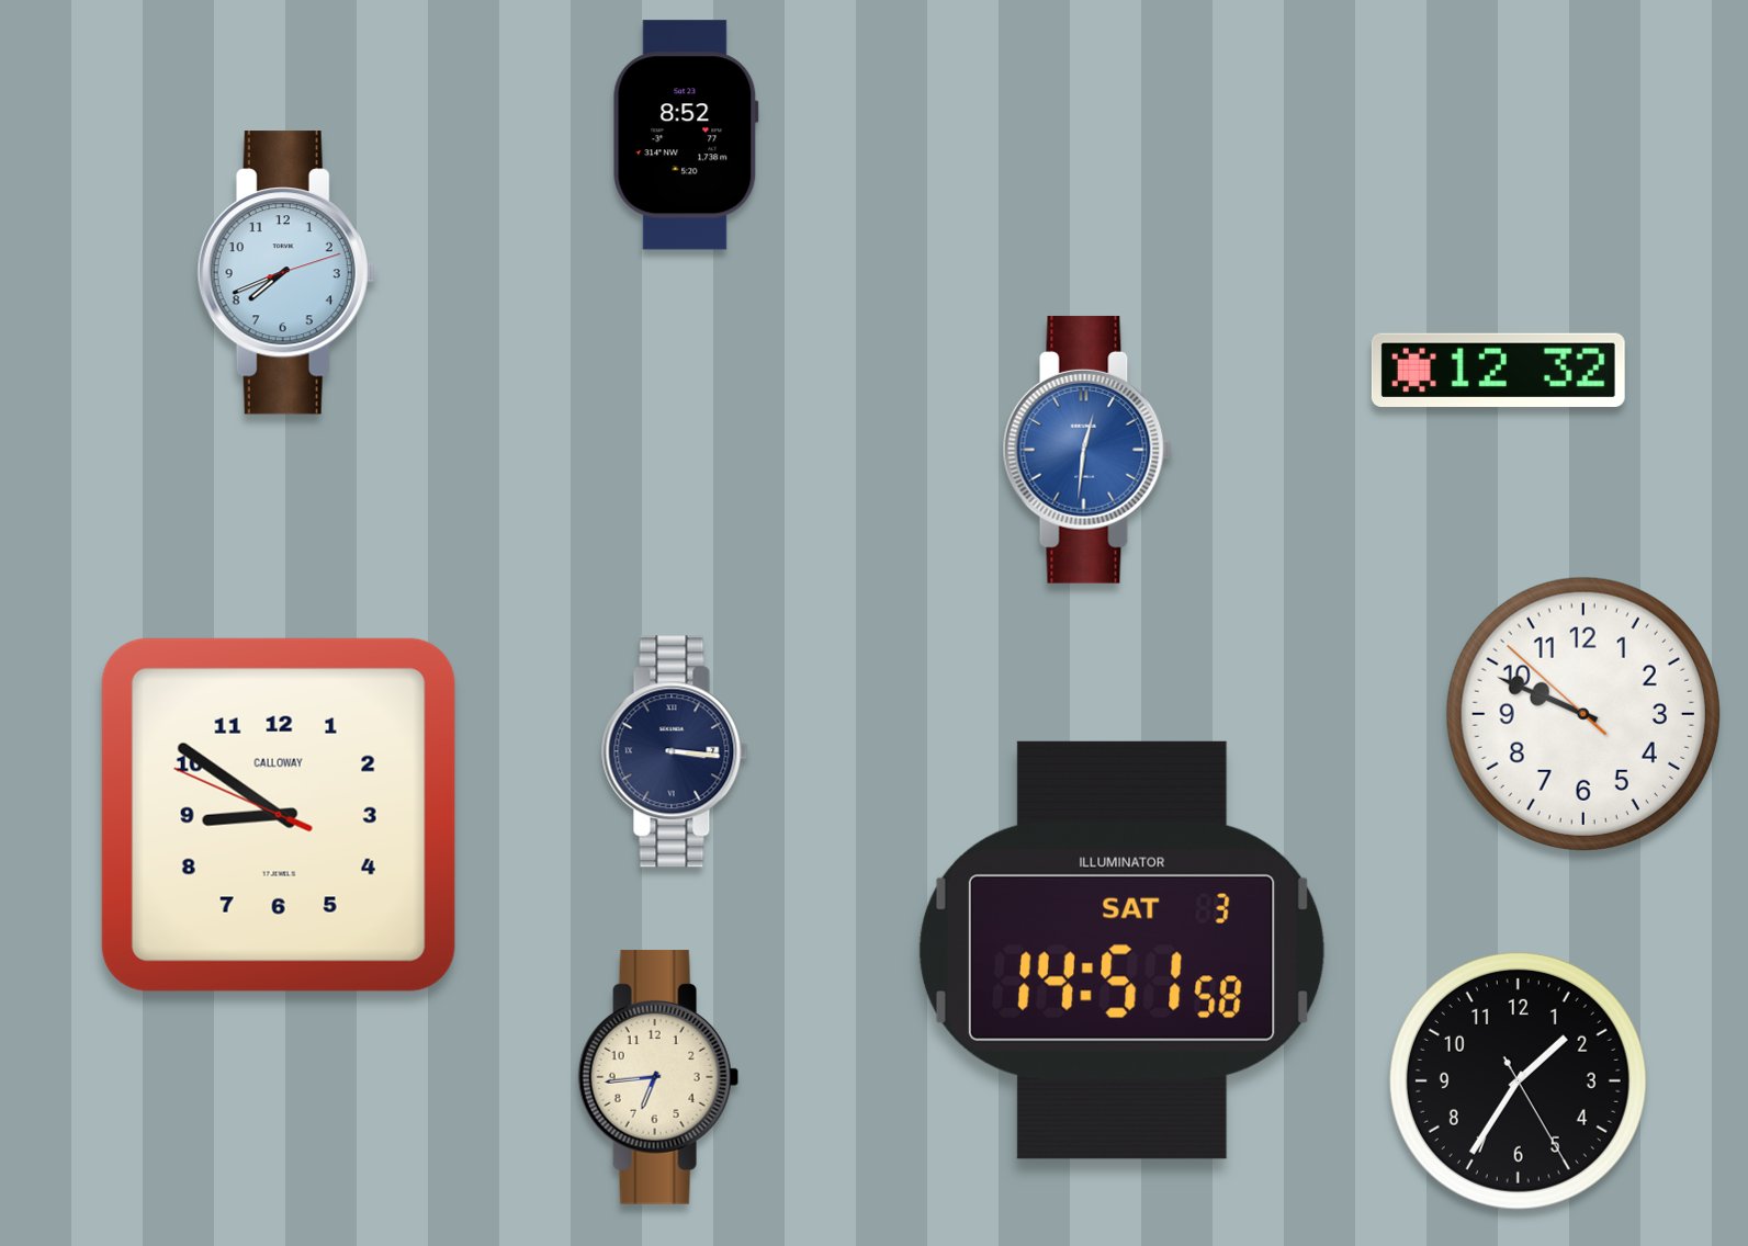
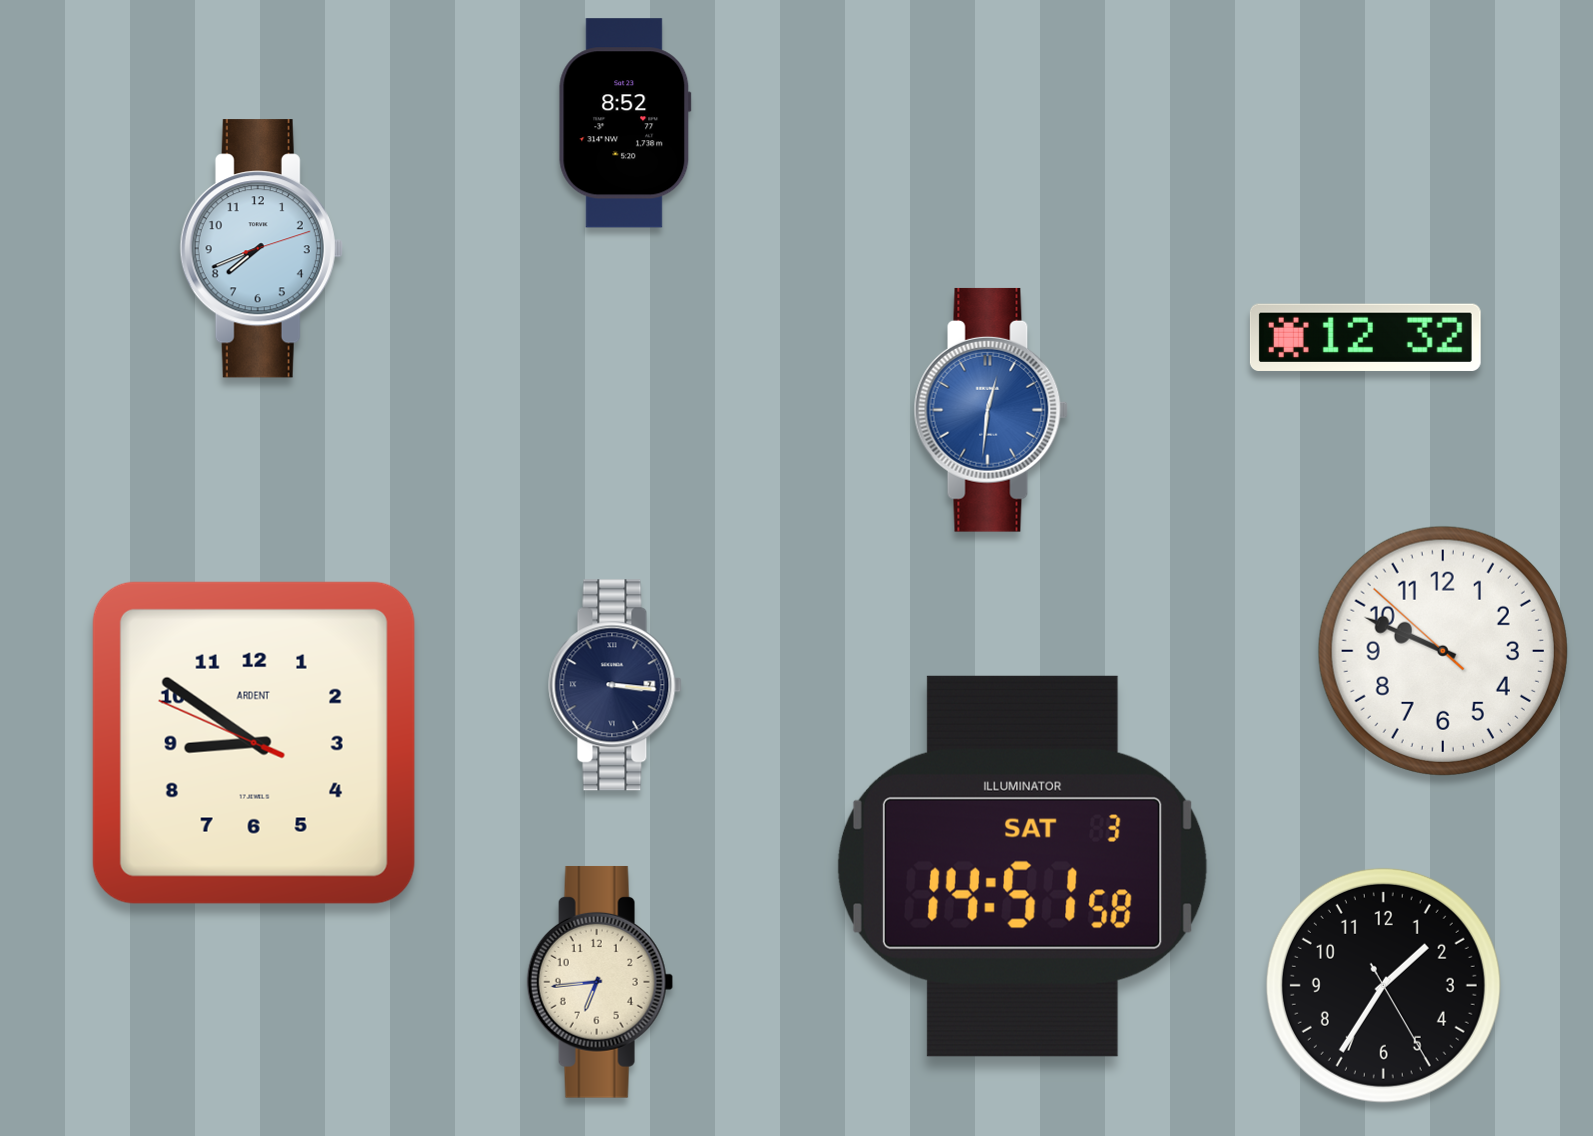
clock at (279, 815) brand: CALLOWAY -> ARDENT
